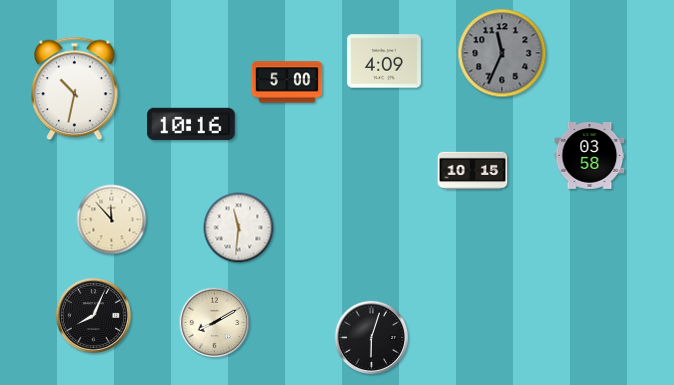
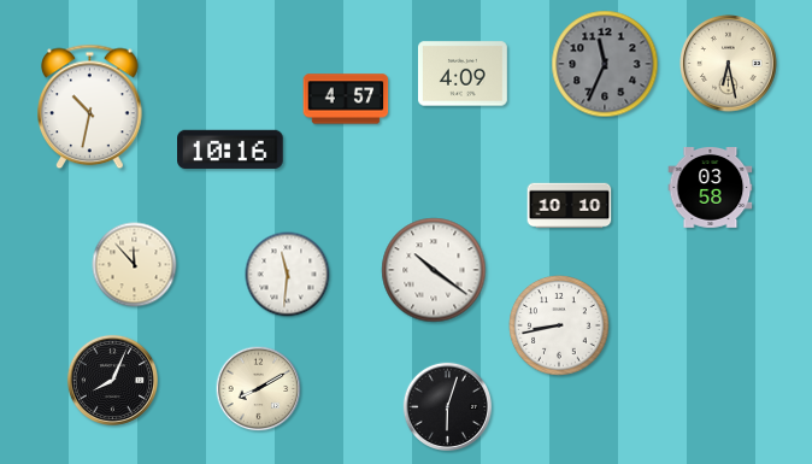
clock at (729, 64): none -> 6:28
clock at (287, 82): 5:00 -> 4:57
clock at (473, 171): 10:15 -> 10:10
clock at (434, 270): none -> 10:21
clock at (559, 325): none -> 8:43
